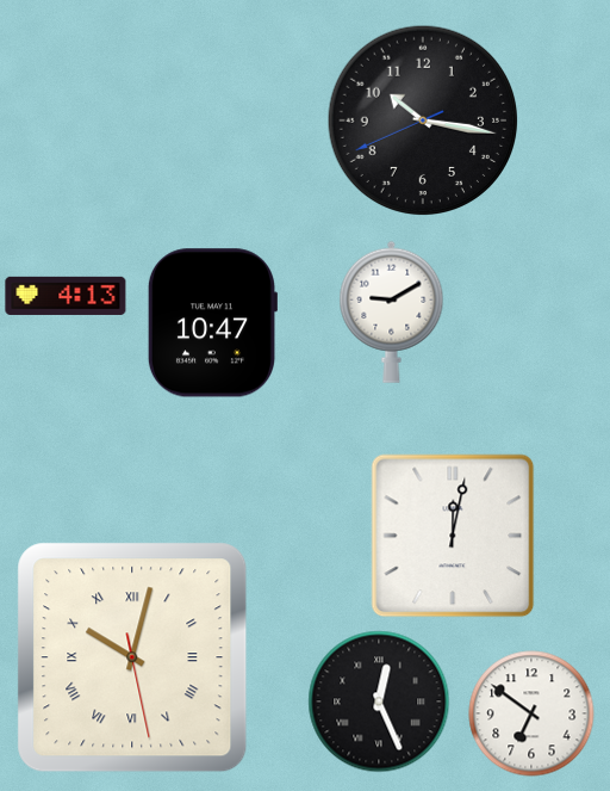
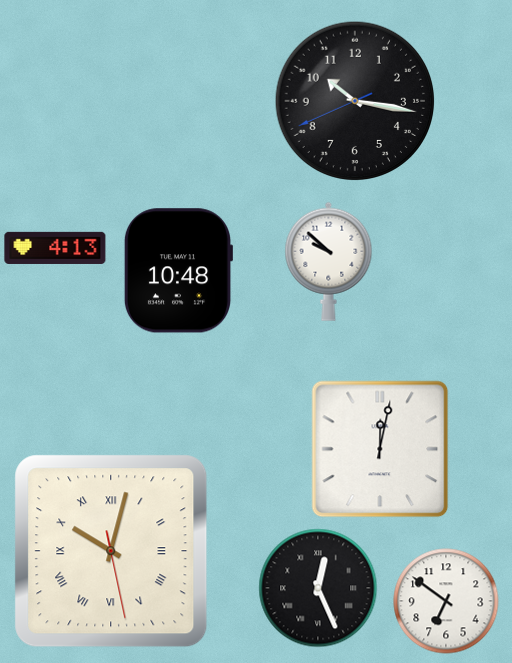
clock at (392, 311): 9:10 -> 9:52
clock at (211, 323): 10:47 -> 10:48
clock at (531, 713) position: (531, 713) -> (446, 601)
